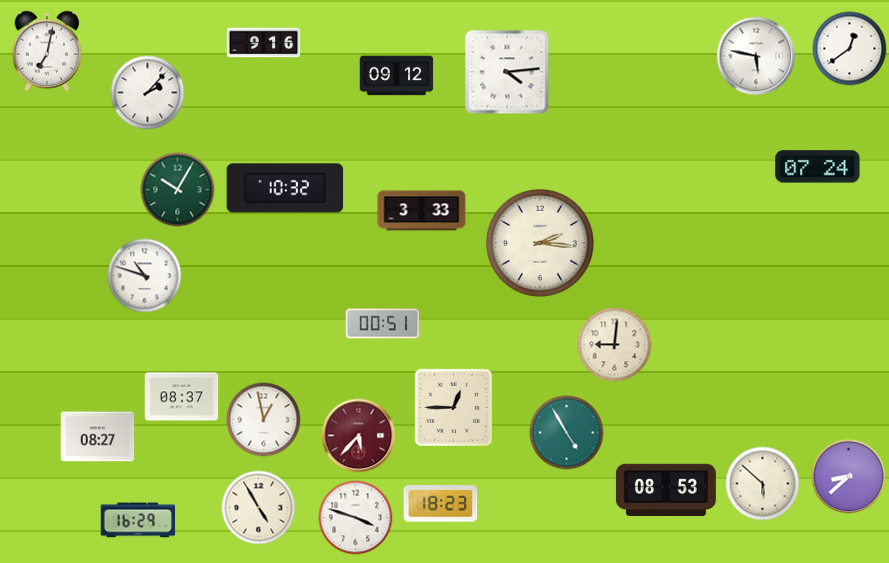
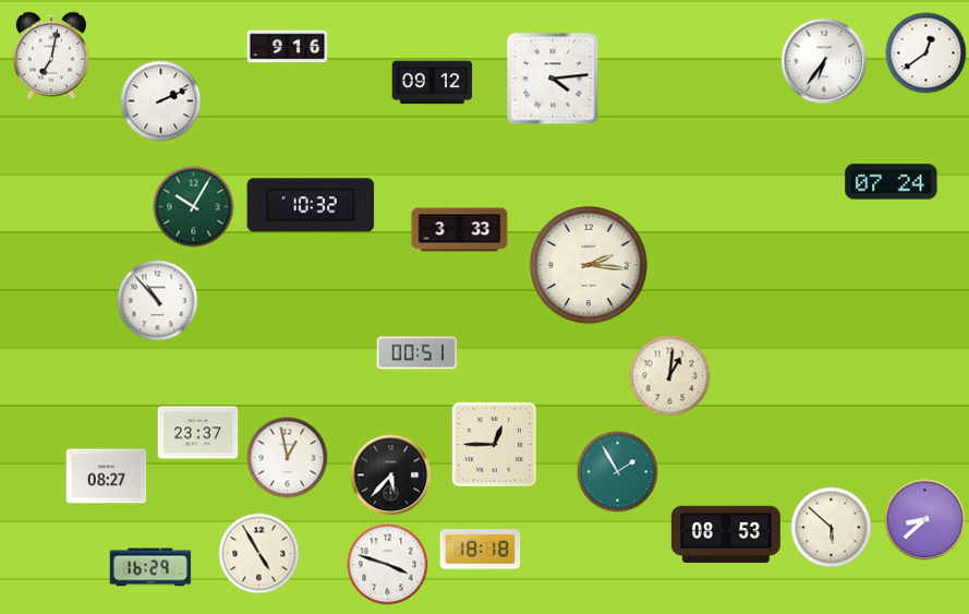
clock at (756, 56): 5:47 -> 6:36
clock at (148, 93): 2:07 -> 2:11
clock at (145, 276): 10:48 -> 10:53
clock at (615, 345): 9:01 -> 1:01
clock at (182, 397): 08:37 -> 23:37
clock at (567, 433): 4:55 -> 1:55
clock at (359, 436) dial: burgundy -> black
clock at (441, 504): 18:23 -> 18:18
clock at (259, 508) position: (259, 508) -> (259, 554)
